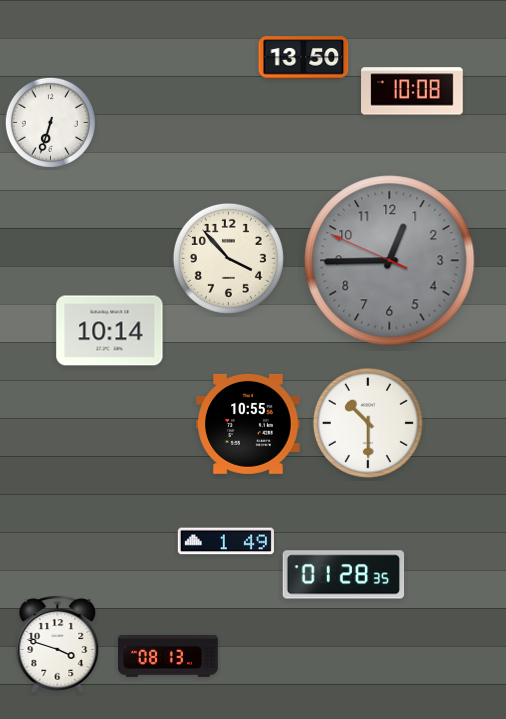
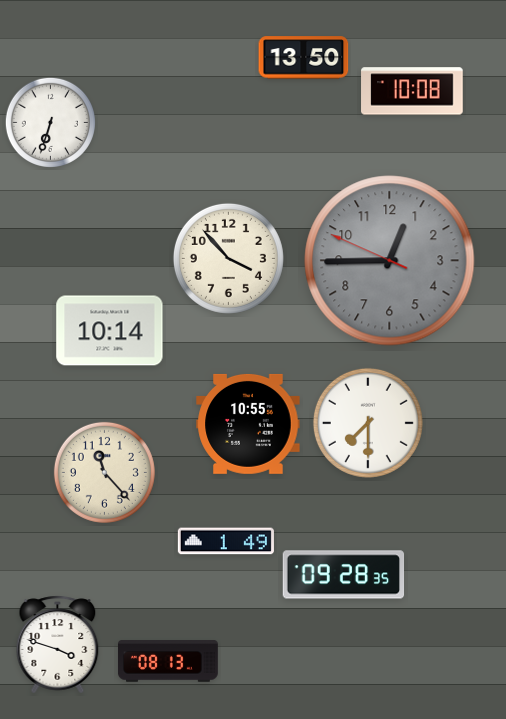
clock at (368, 423): 10:30 -> 7:30
clock at (104, 472): none -> 11:23
clock at (344, 575): 01:28 -> 09:28
clock at (169, 656) position: (169, 656) -> (169, 661)
